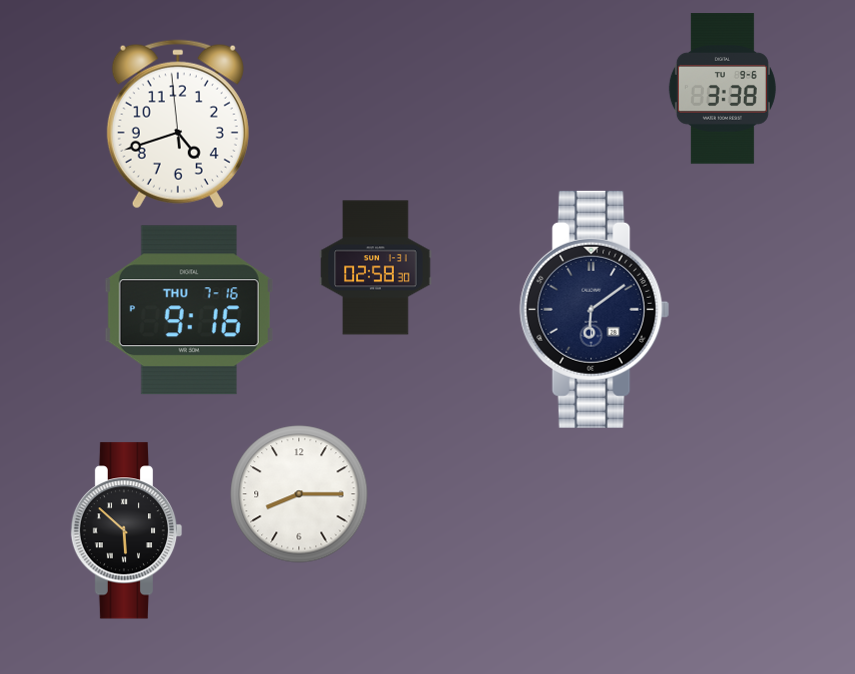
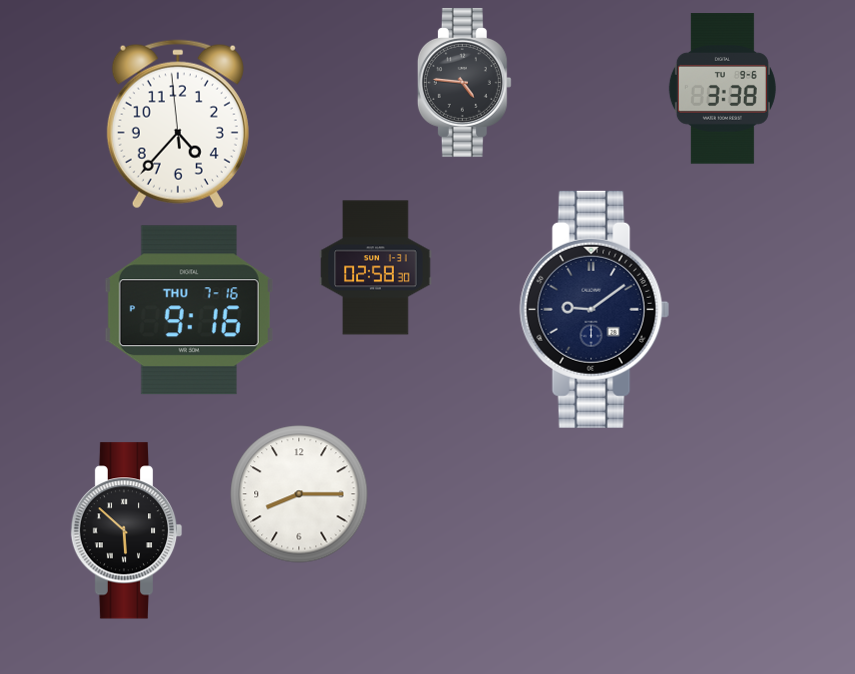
clock at (464, 82): none -> 4:46
clock at (178, 124): 4:41 -> 4:36
clock at (595, 309): 6:09 -> 9:09
